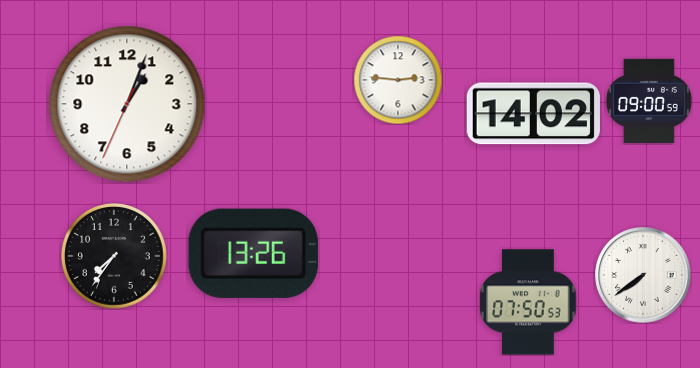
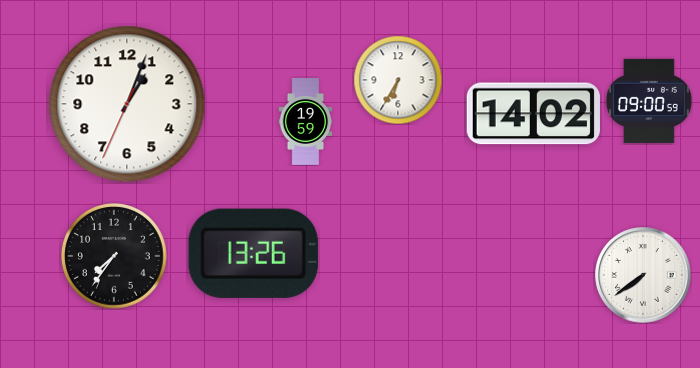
clock at (398, 80): 2:46 -> 6:35
clock at (306, 122): none -> 19:59
clock at (528, 302): 07:50 -> none
